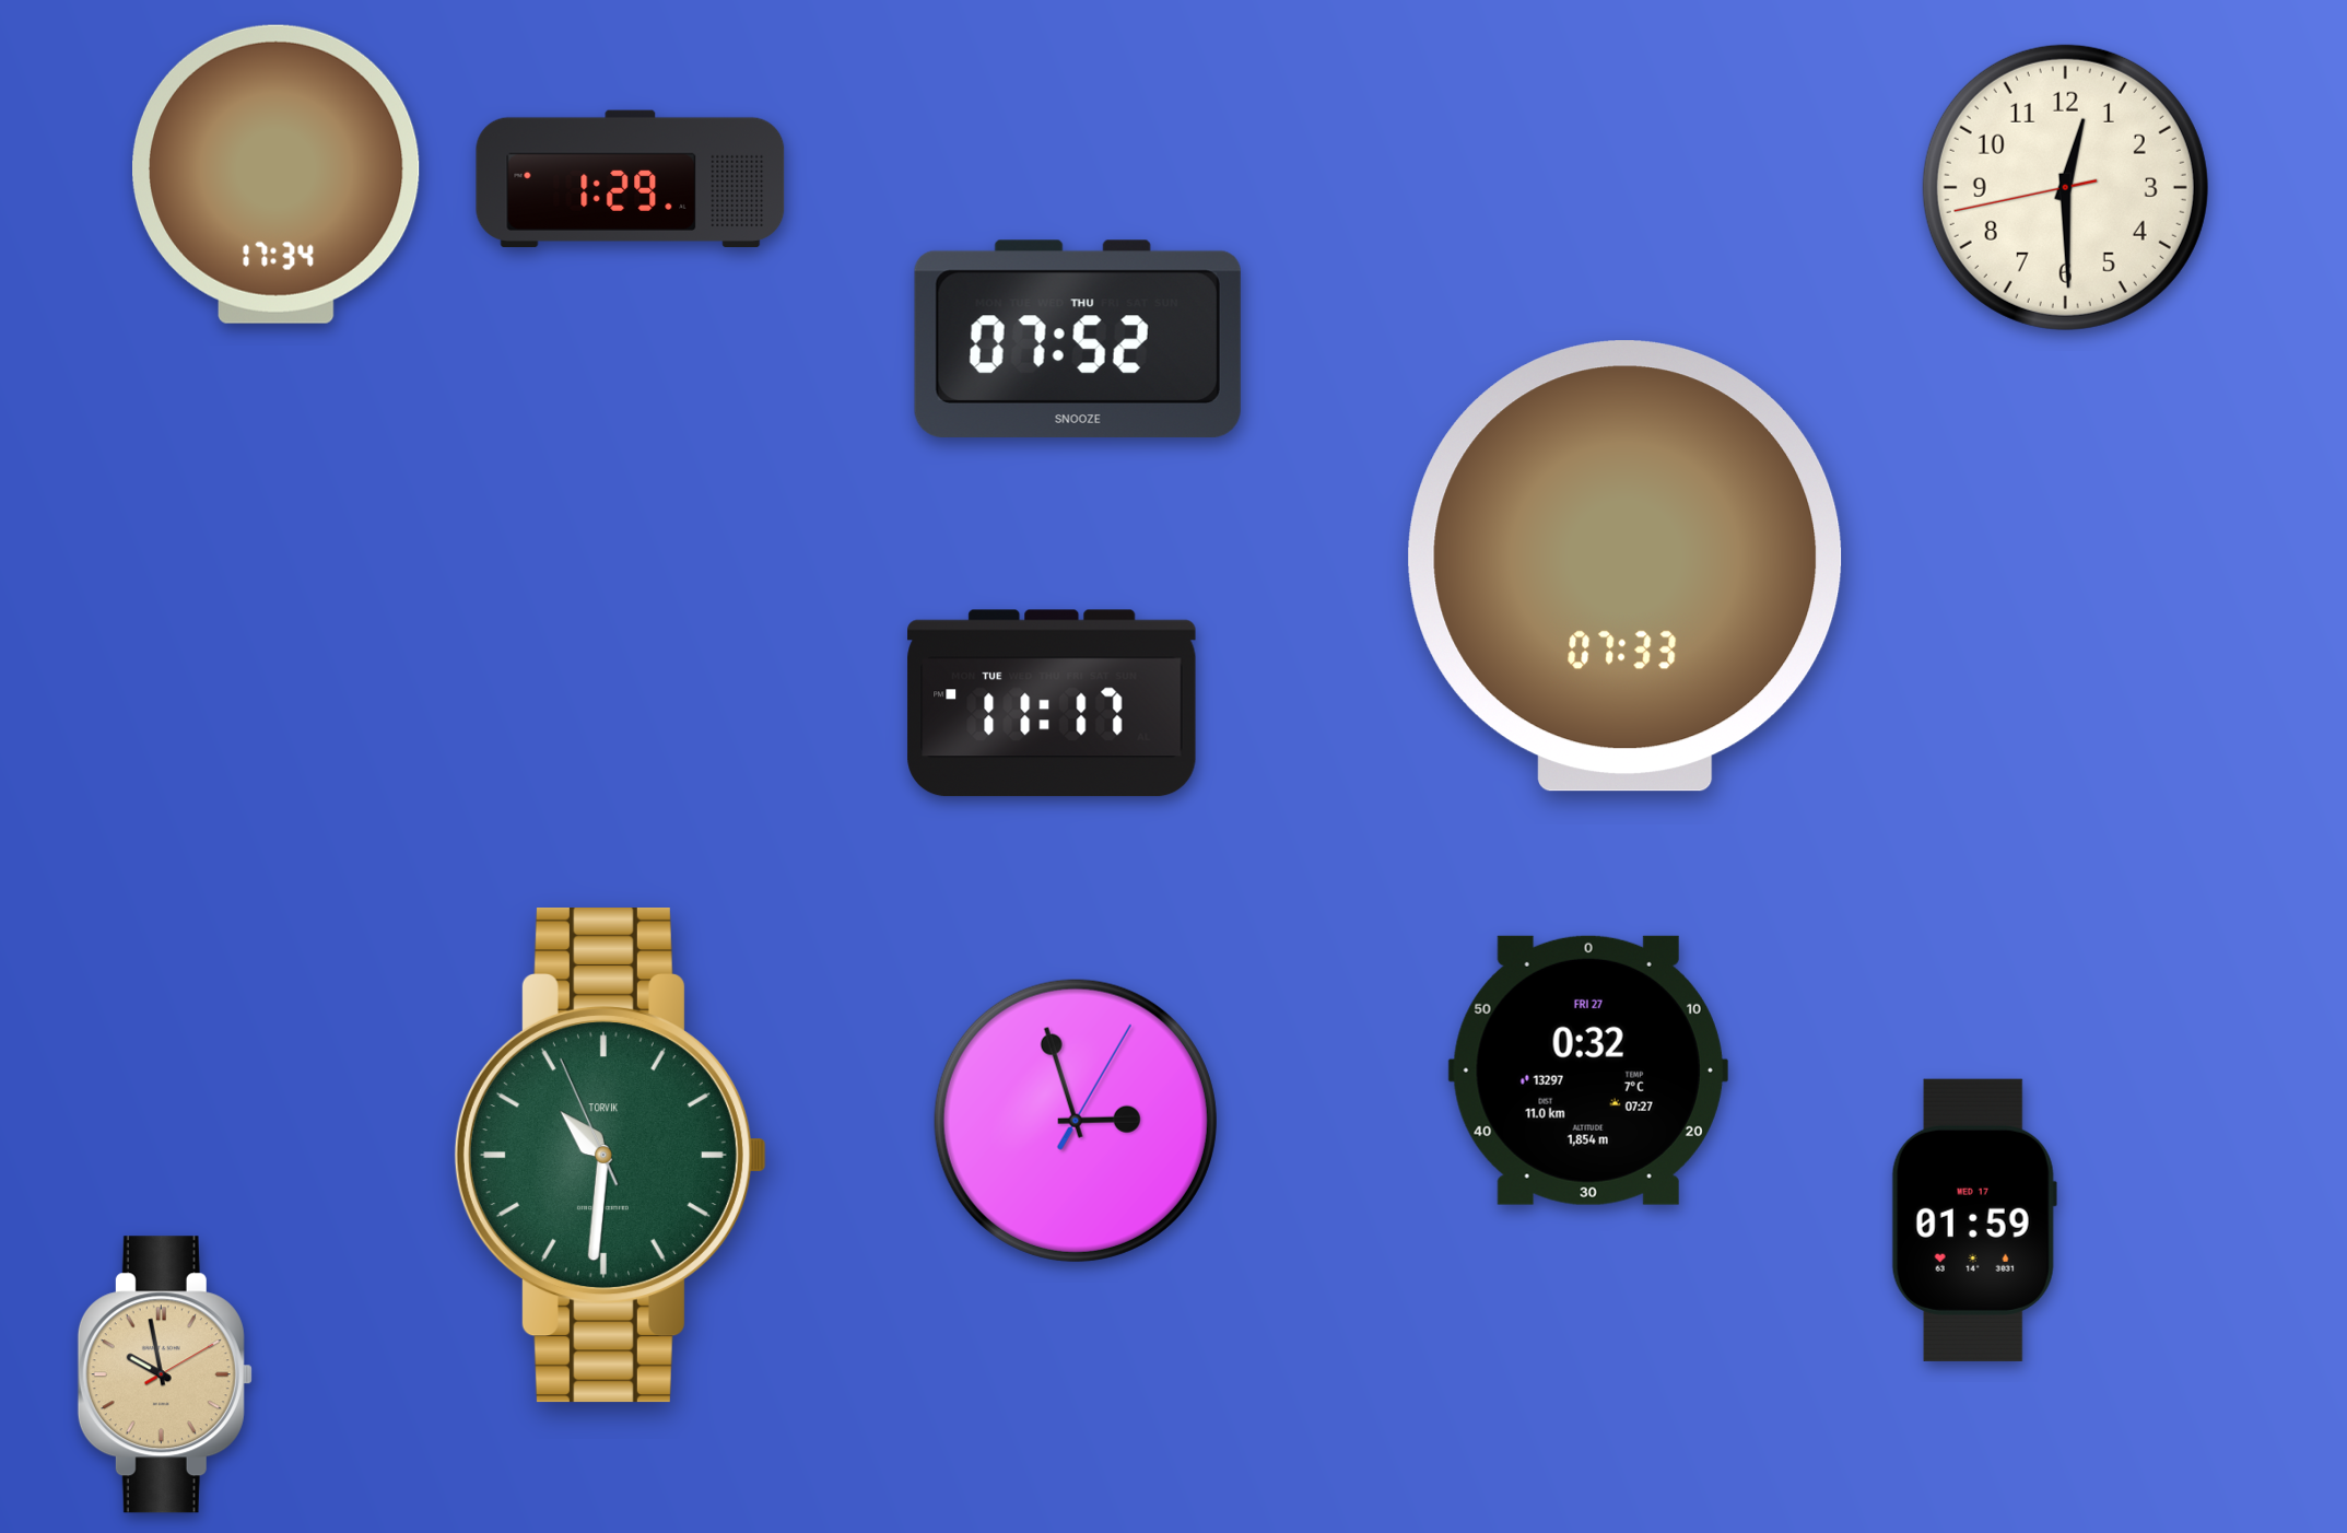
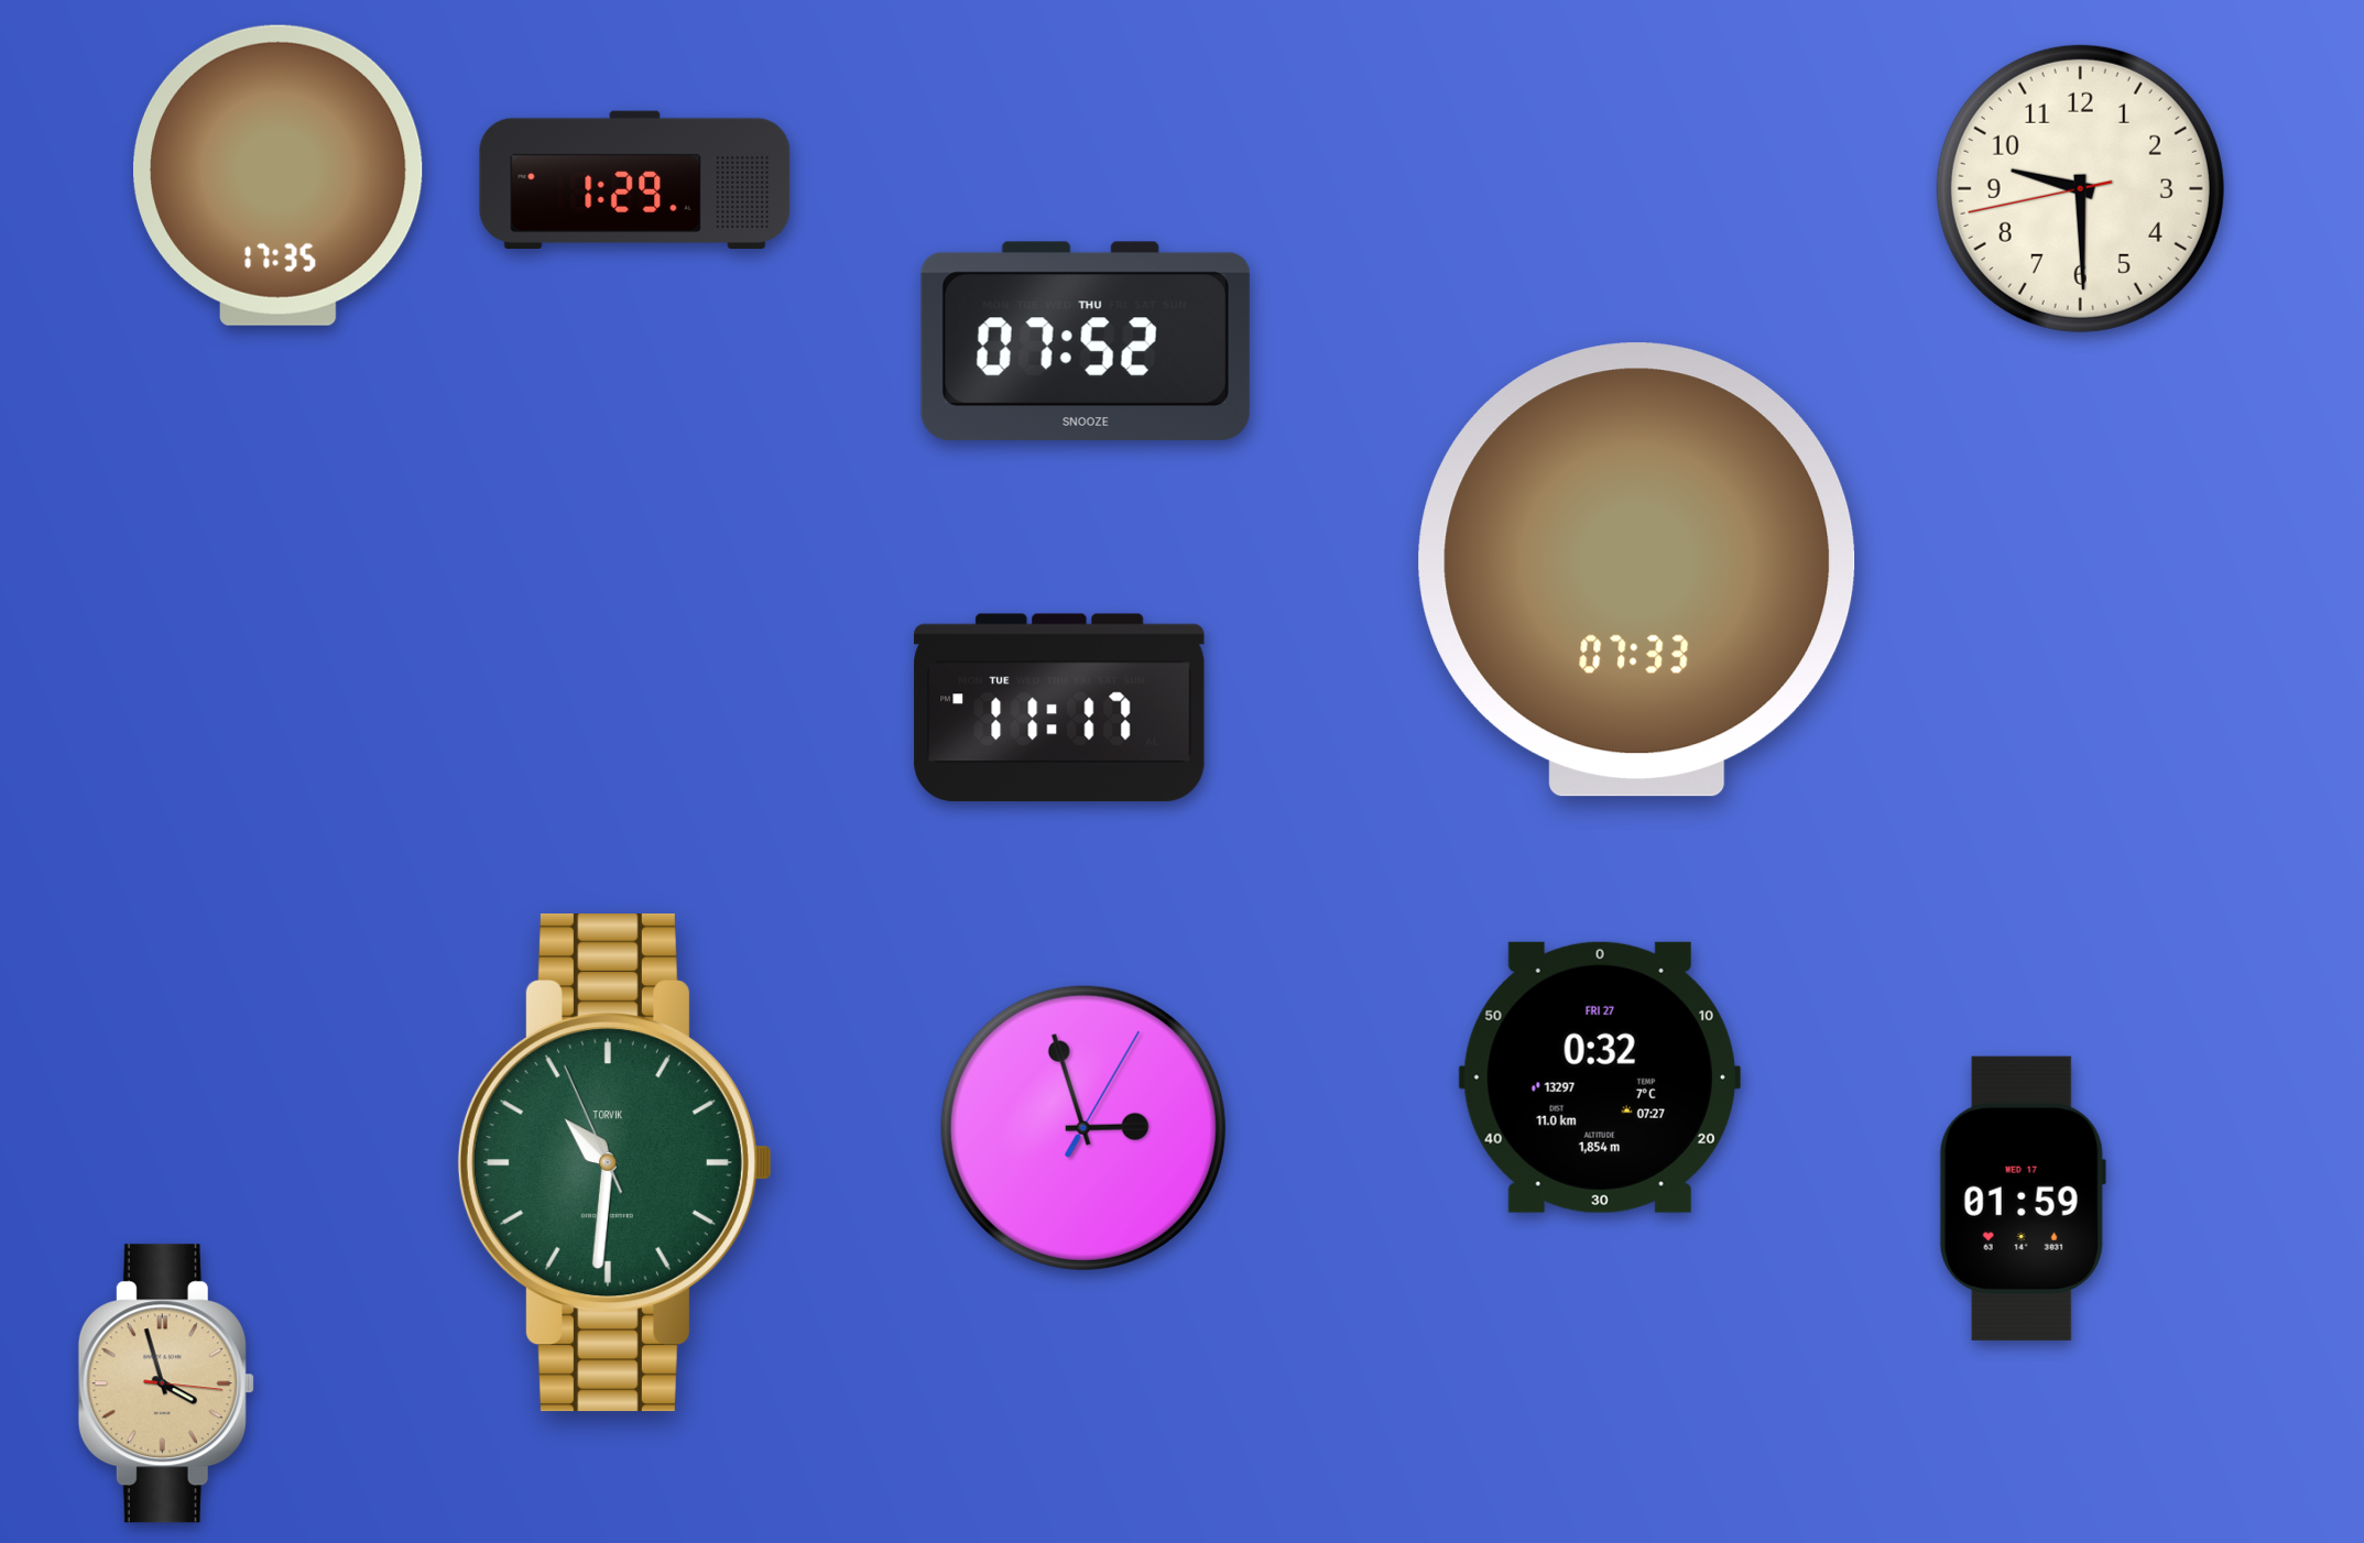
clock at (277, 174): 17:34 -> 17:35
clock at (2065, 187): 12:29 -> 9:29
clock at (1974, 1220) position: (1974, 1220) -> (2023, 1199)
clock at (165, 1374): 9:58 -> 3:57
